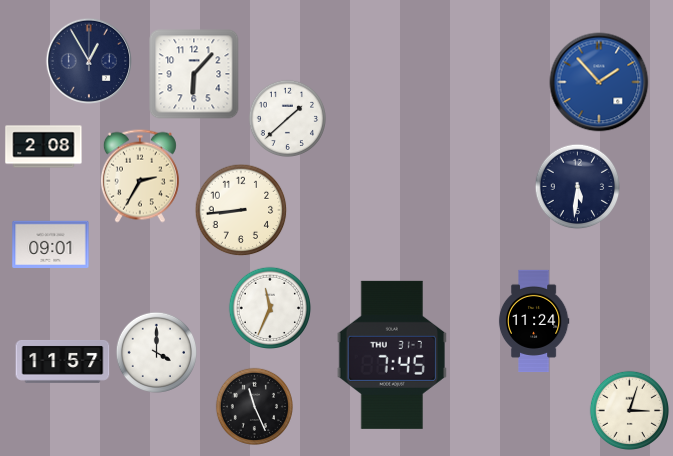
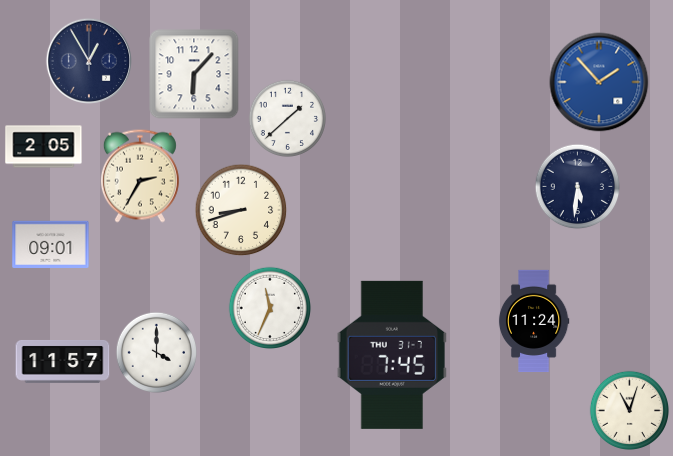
clock at (44, 147): 2:08 -> 2:05
clock at (241, 210): 8:44 -> 8:42
clock at (254, 406): 11:26 -> none
clock at (629, 410): 3:03 -> 11:03
